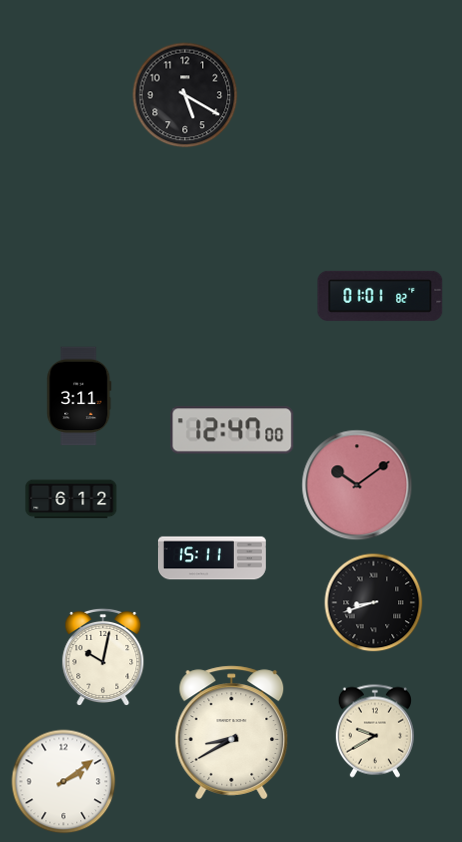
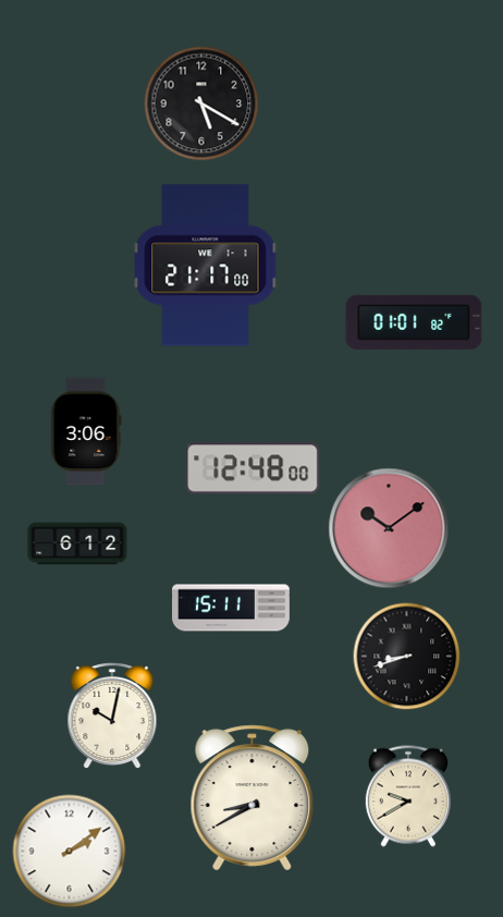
clock at (206, 266): none -> 21:17
clock at (79, 396): 3:11 -> 3:06
clock at (232, 430): 12:47 -> 12:48
